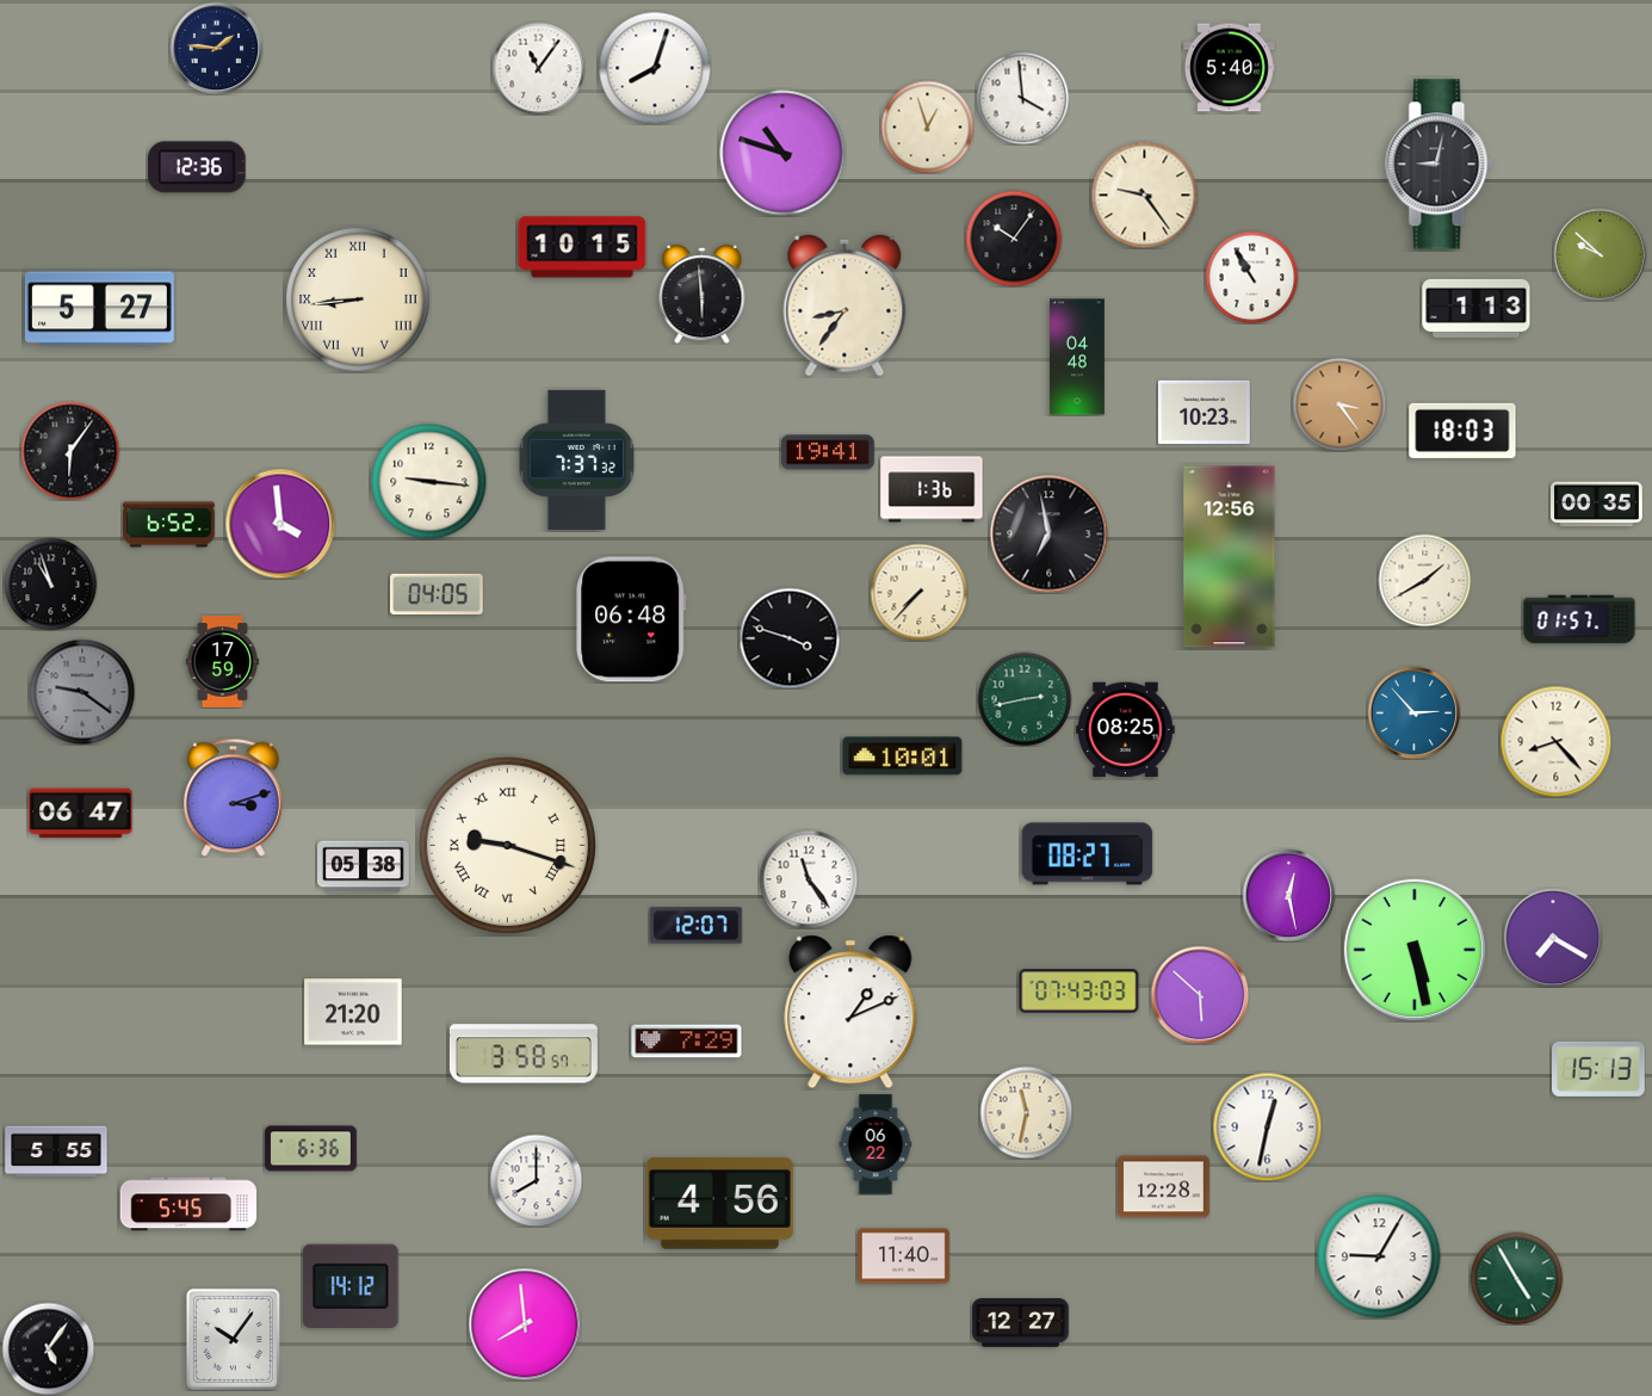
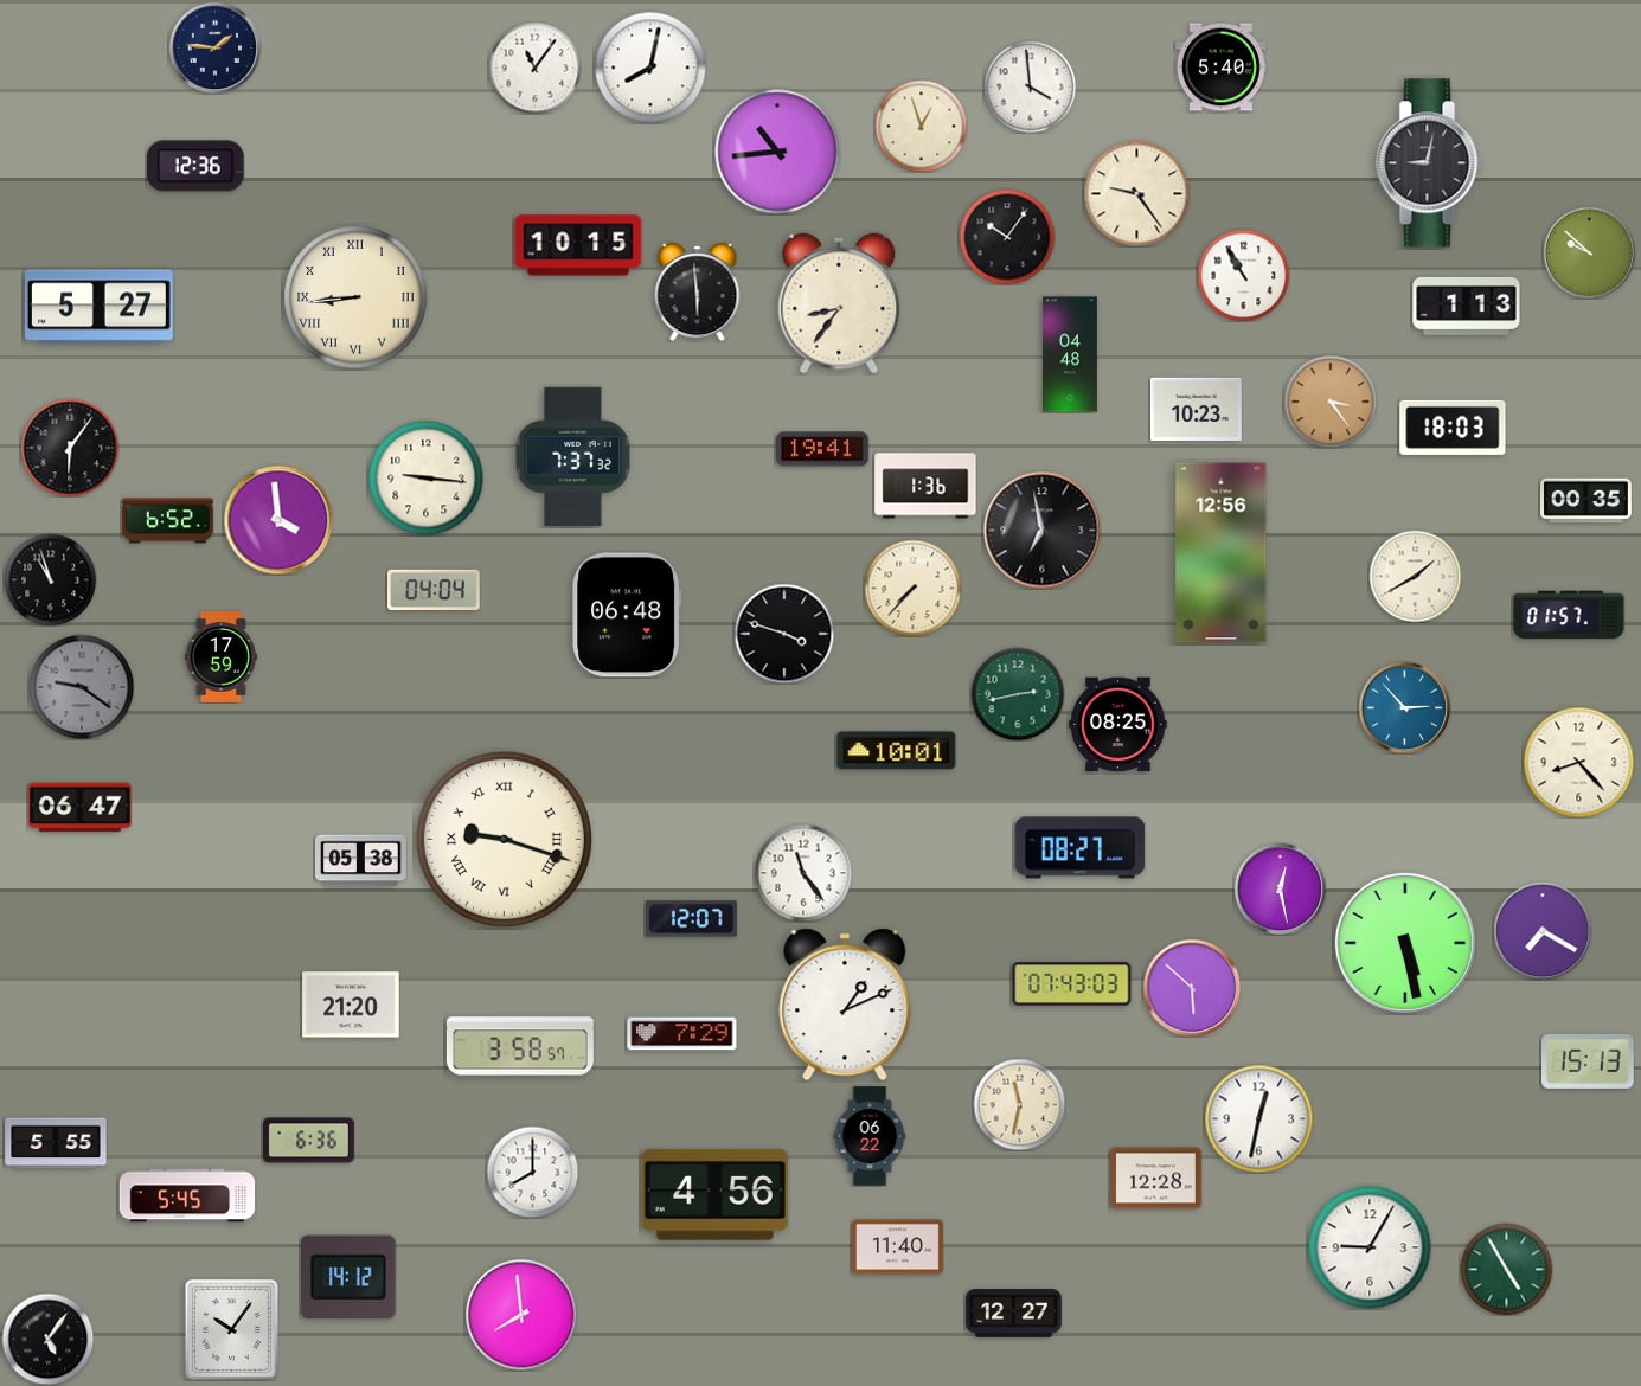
clock at (655, 68): 8:03 -> 8:02
clock at (1022, 98) position: (1022, 98) -> (1030, 86)
clock at (782, 153): 10:48 -> 10:44
clock at (438, 594): 04:05 -> 04:04
clock at (1555, 741) position: (1555, 741) -> (1578, 762)
clock at (233, 797): 3:12 -> none
